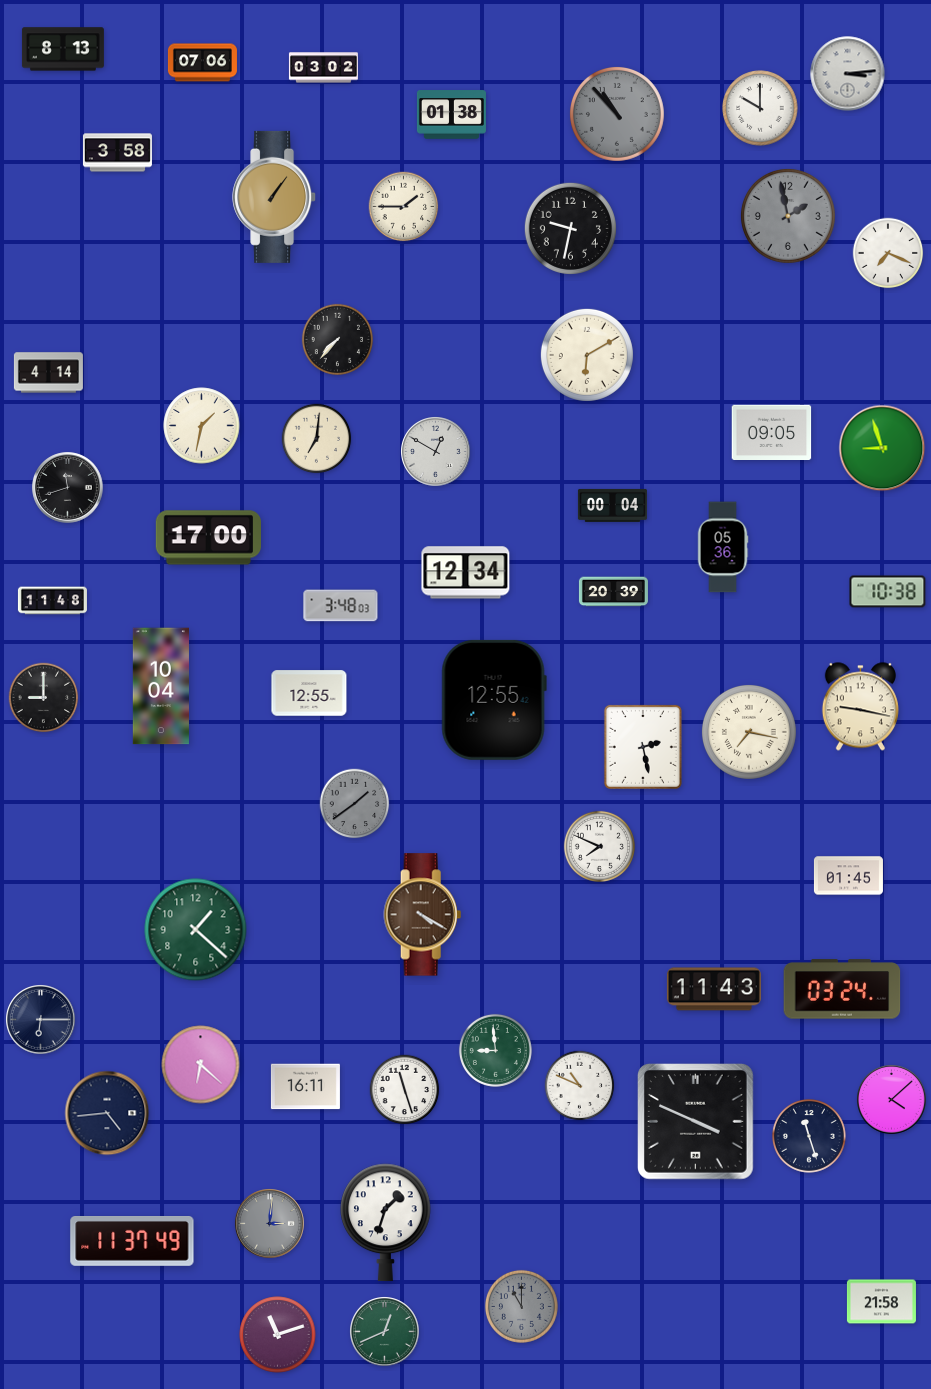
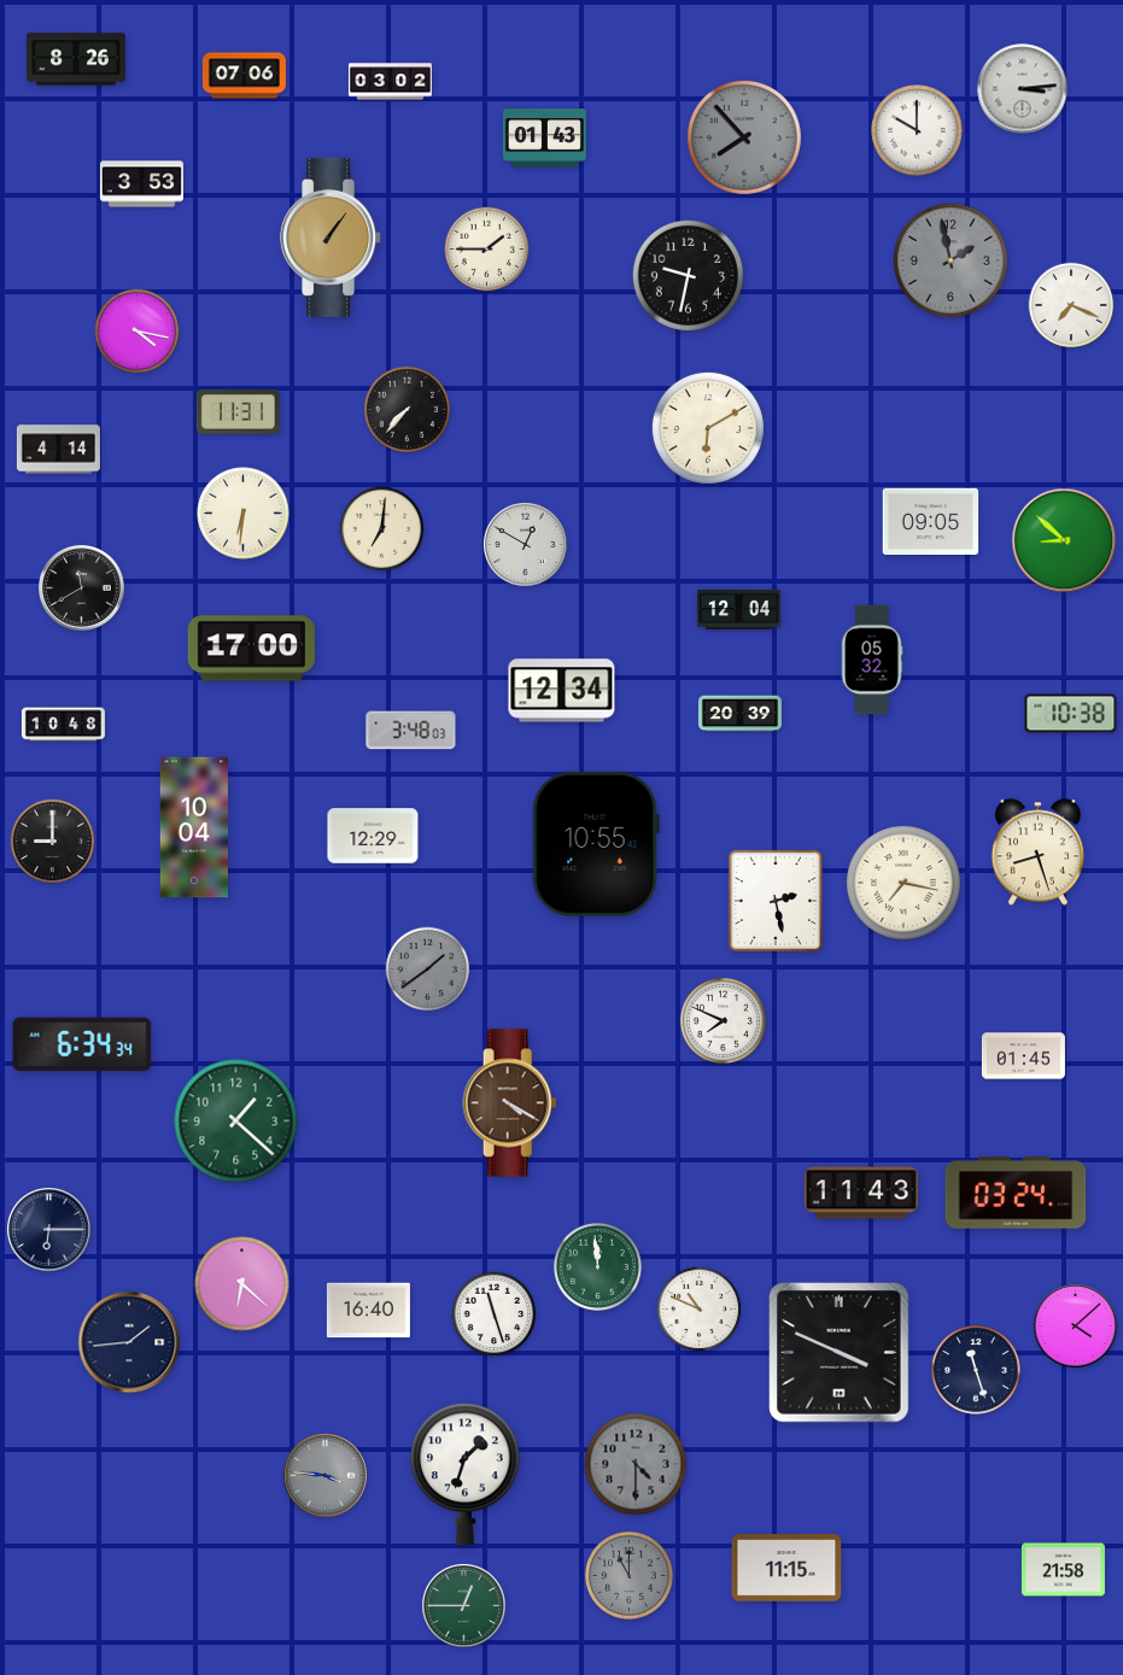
clock at (63, 49): 8:13 -> 8:26
clock at (617, 114): 10:53 -> 7:53
clock at (451, 115): 01:38 -> 01:43
clock at (117, 153): 3:58 -> 3:53
clock at (138, 332): none -> 4:17
clock at (238, 412): none -> 11:31
clock at (202, 426): 1:32 -> 6:31
clock at (882, 448): 8:57 -> 8:52
clock at (68, 488): 11:42 -> 11:40
clock at (612, 505): 00:04 -> 12:04
clock at (723, 547): 05:36 -> 05:32
clock at (52, 601): 11:48 -> 10:48
clock at (309, 693): 12:55 -> 12:29
clock at (494, 700): 12:55 -> 10:55
clock at (860, 707): 9:17 -> 8:27
clock at (82, 1044): none -> 6:34
clock at (495, 1050): 8:59 -> 11:59
clock at (305, 1087): 16:11 -> 16:40
clock at (405, 1090) position: (405, 1090) -> (495, 1314)
clock at (107, 1113): 4:44 -> 1:44
clock at (636, 1464): none -> 4:30
clock at (270, 1224): 3:01 -> 3:46
clock at (132, 1242): 11:37 -> none
clock at (786, 1568): none -> 11:15
clock at (385, 1332): 12:41 -> 12:45
clock at (278, 1335): 11:12 -> none
